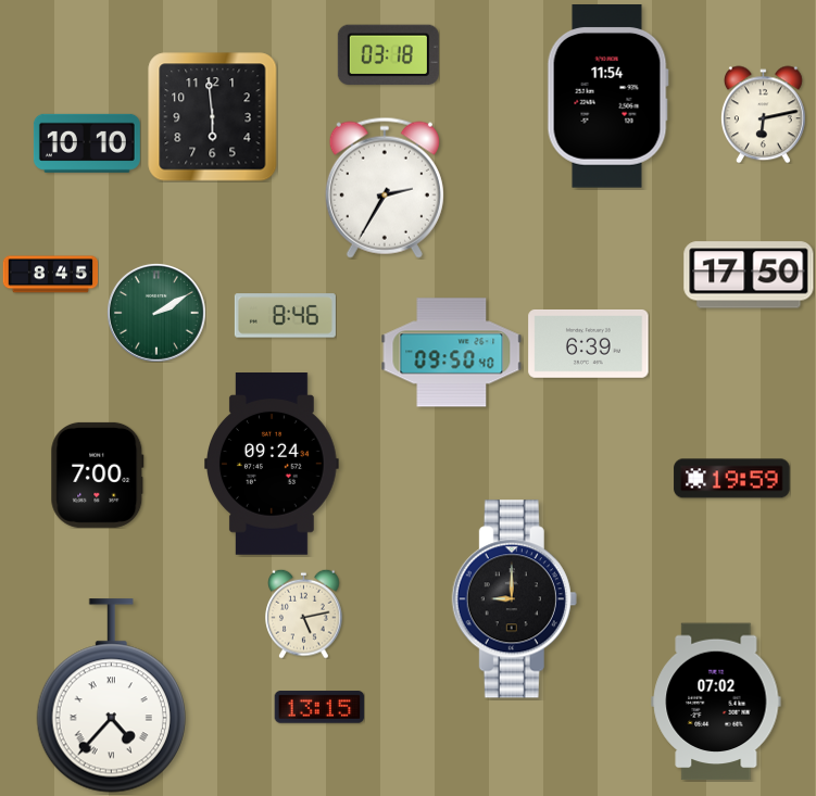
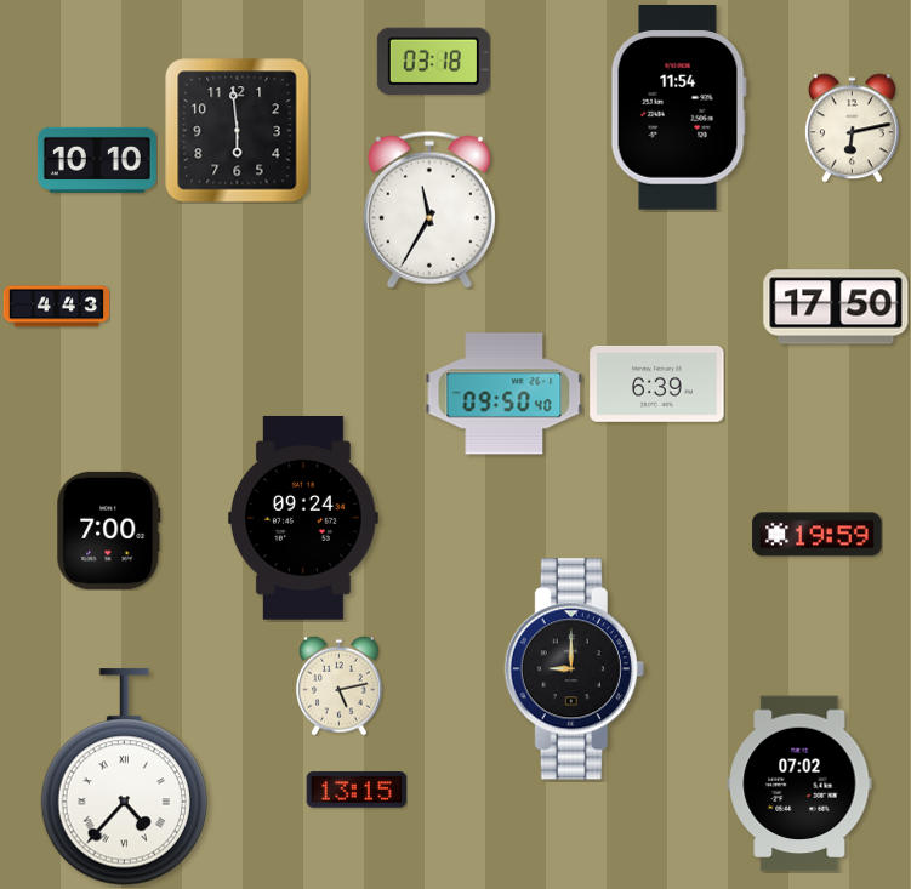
clock at (385, 188): 2:35 -> 11:35
clock at (50, 275): 8:45 -> 4:43
clock at (156, 313): 2:10 -> none
clock at (285, 316): 8:46 -> none
